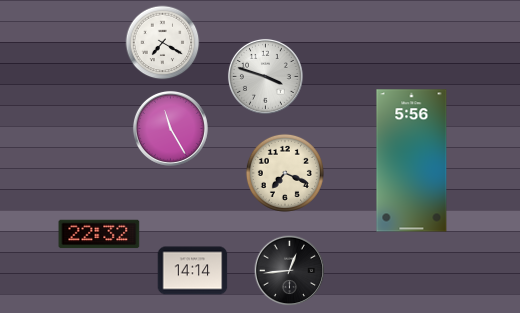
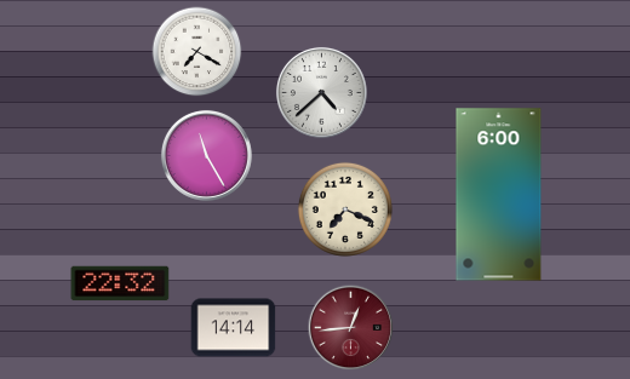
clock at (265, 76): 3:48 -> 4:38
clock at (412, 161): 5:56 -> 6:00
clock at (290, 271) dial: black -> burgundy
